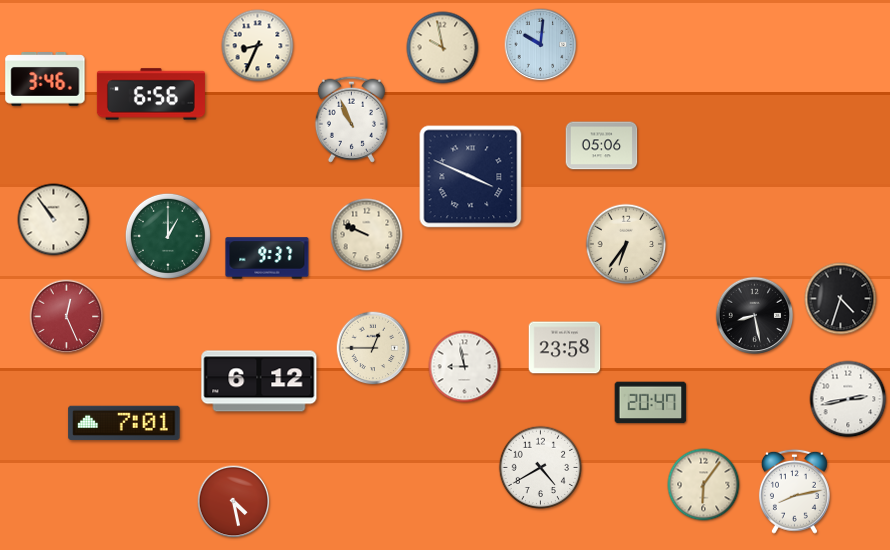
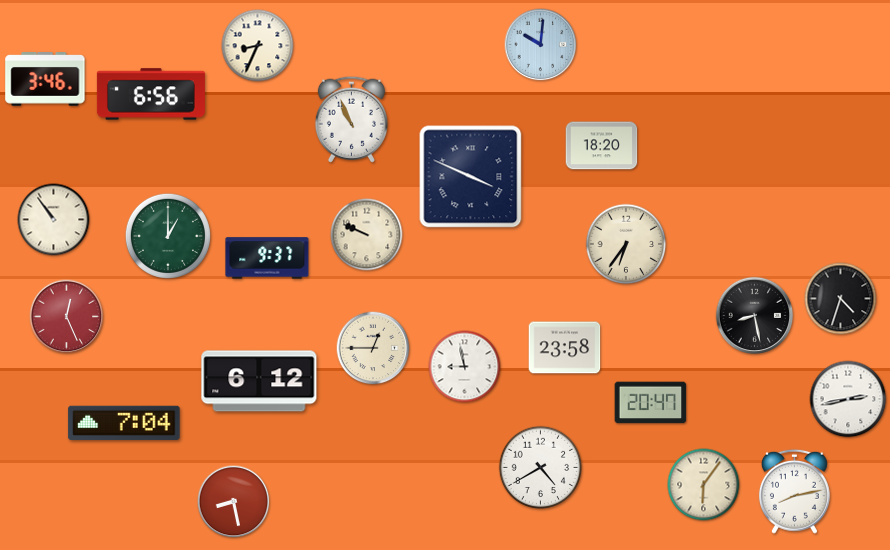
clock at (443, 48): 9:58 -> none
clock at (602, 146): 05:06 -> 18:20
clock at (124, 423): 7:01 -> 7:04
clock at (234, 502): 4:28 -> 8:28
